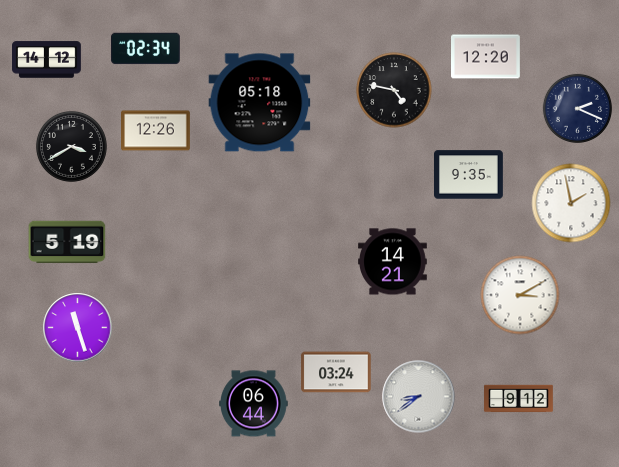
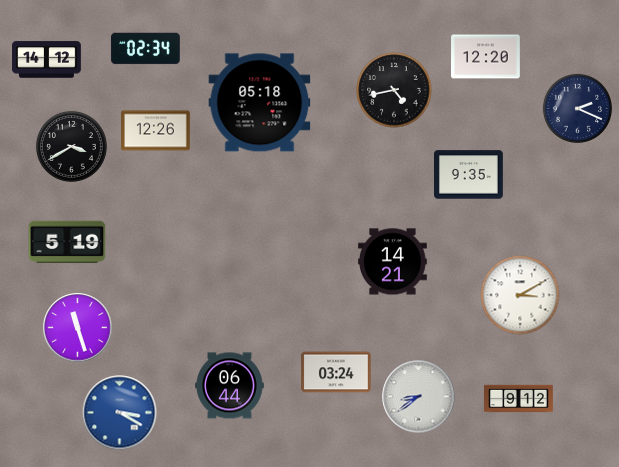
clock at (394, 90): 4:47 -> 4:43
clock at (571, 203): 1:58 -> none
clock at (254, 404) position: (254, 404) -> (230, 386)
clock at (120, 413): none -> 3:20
